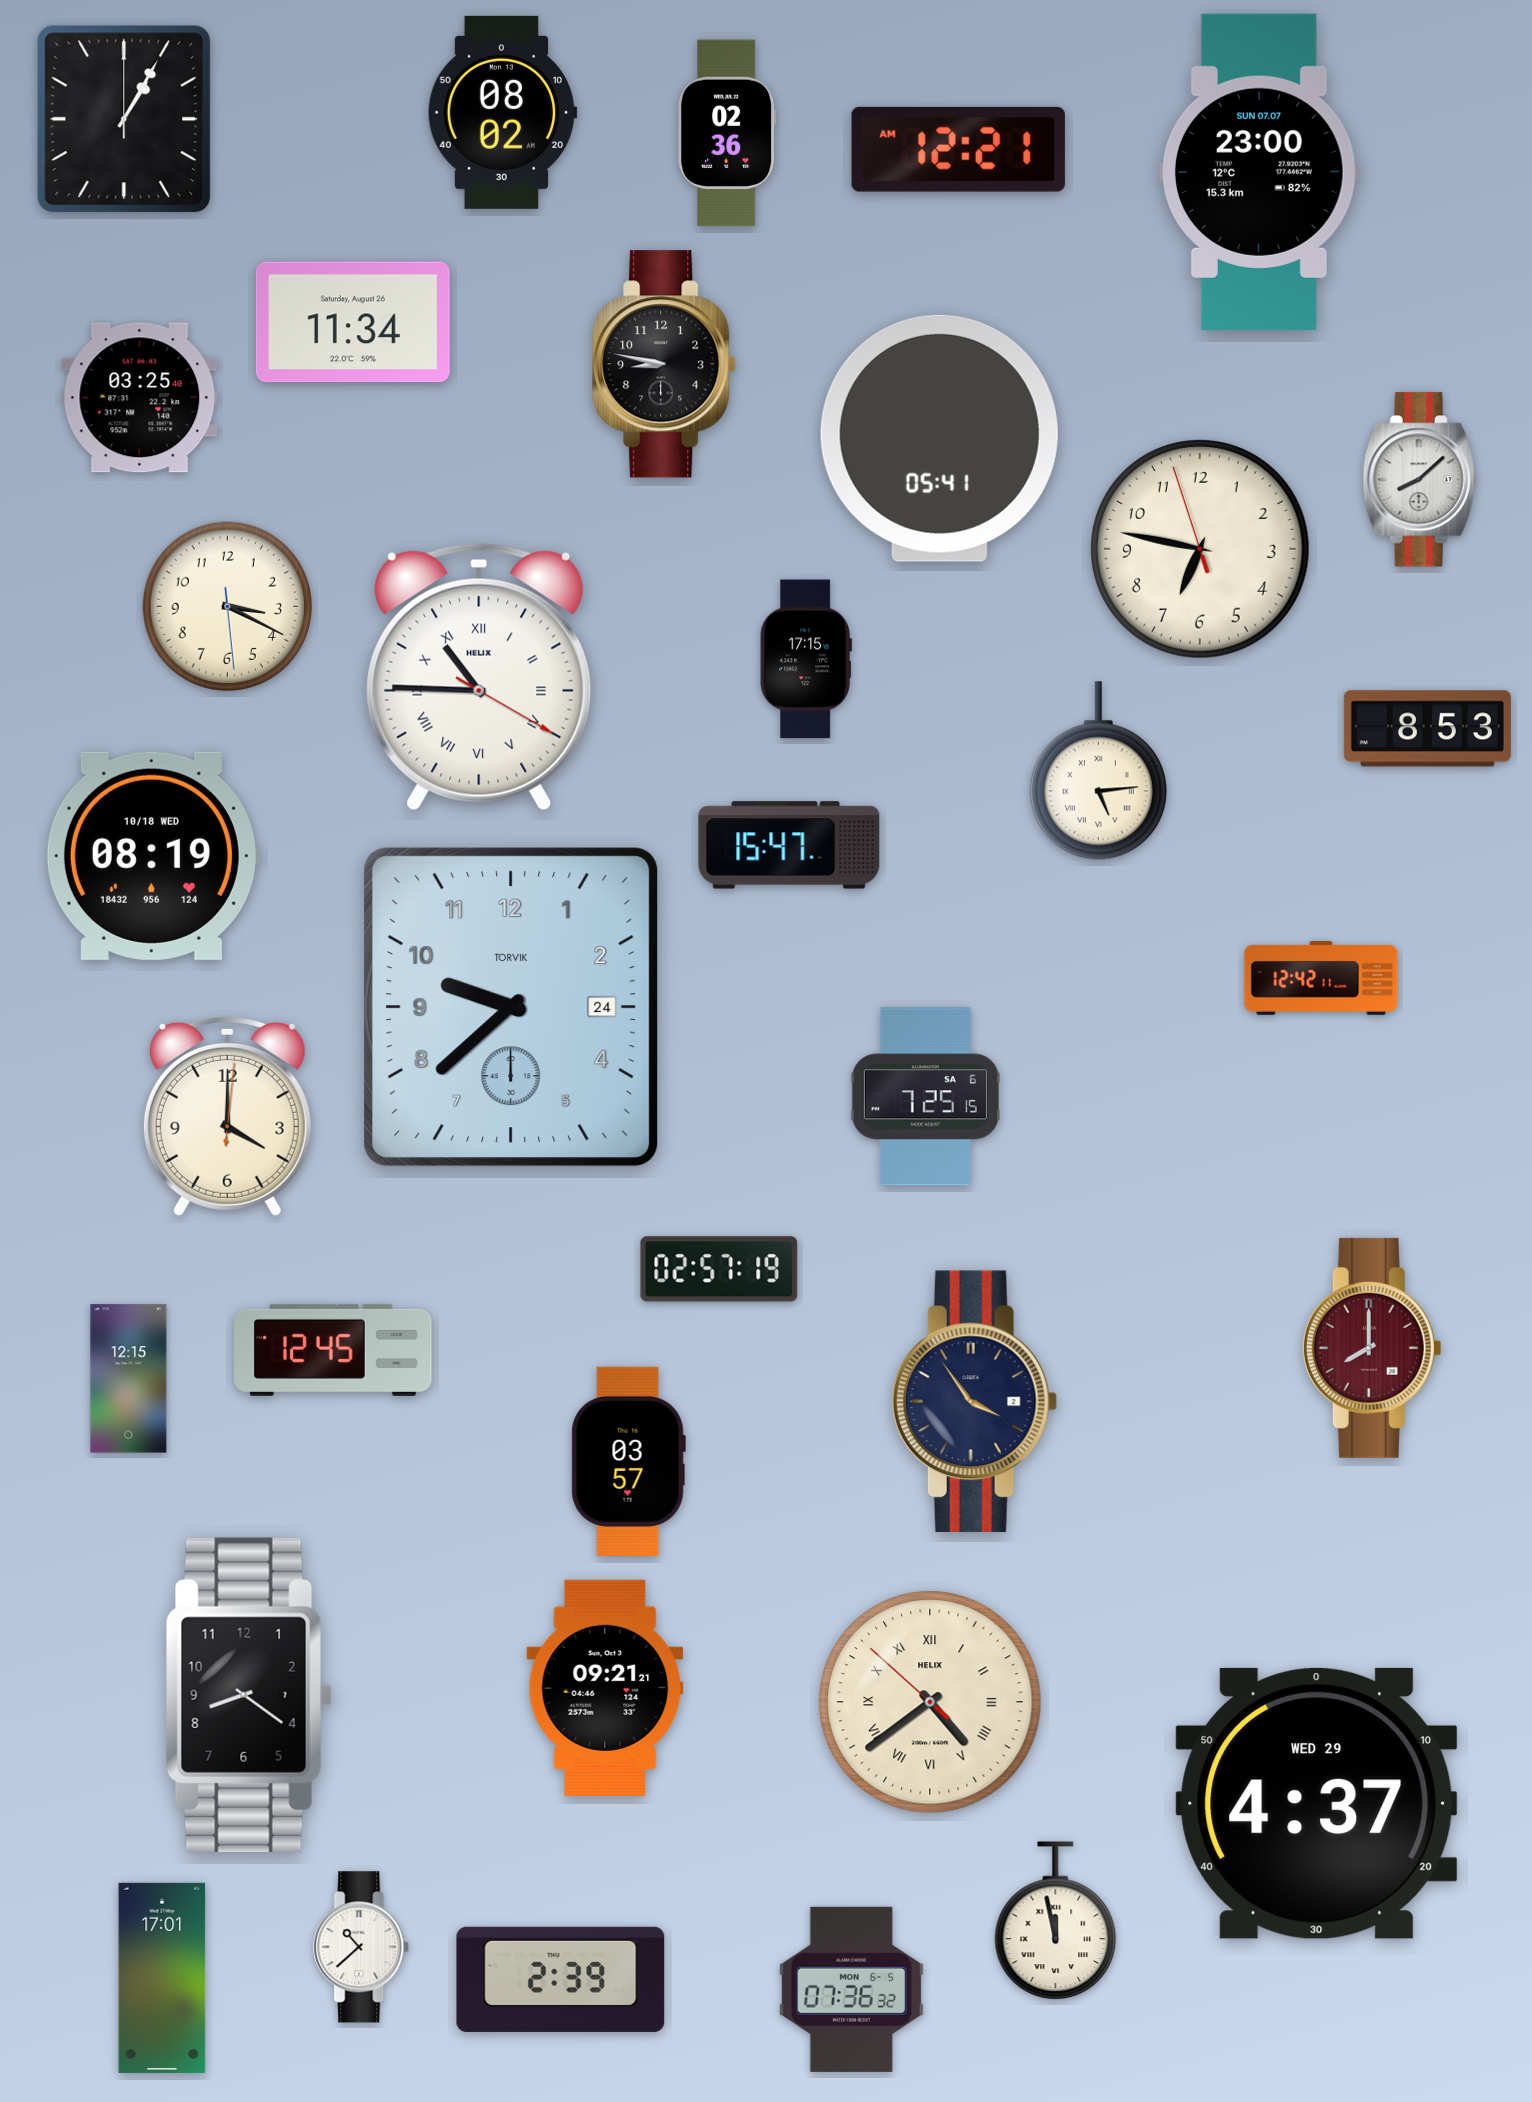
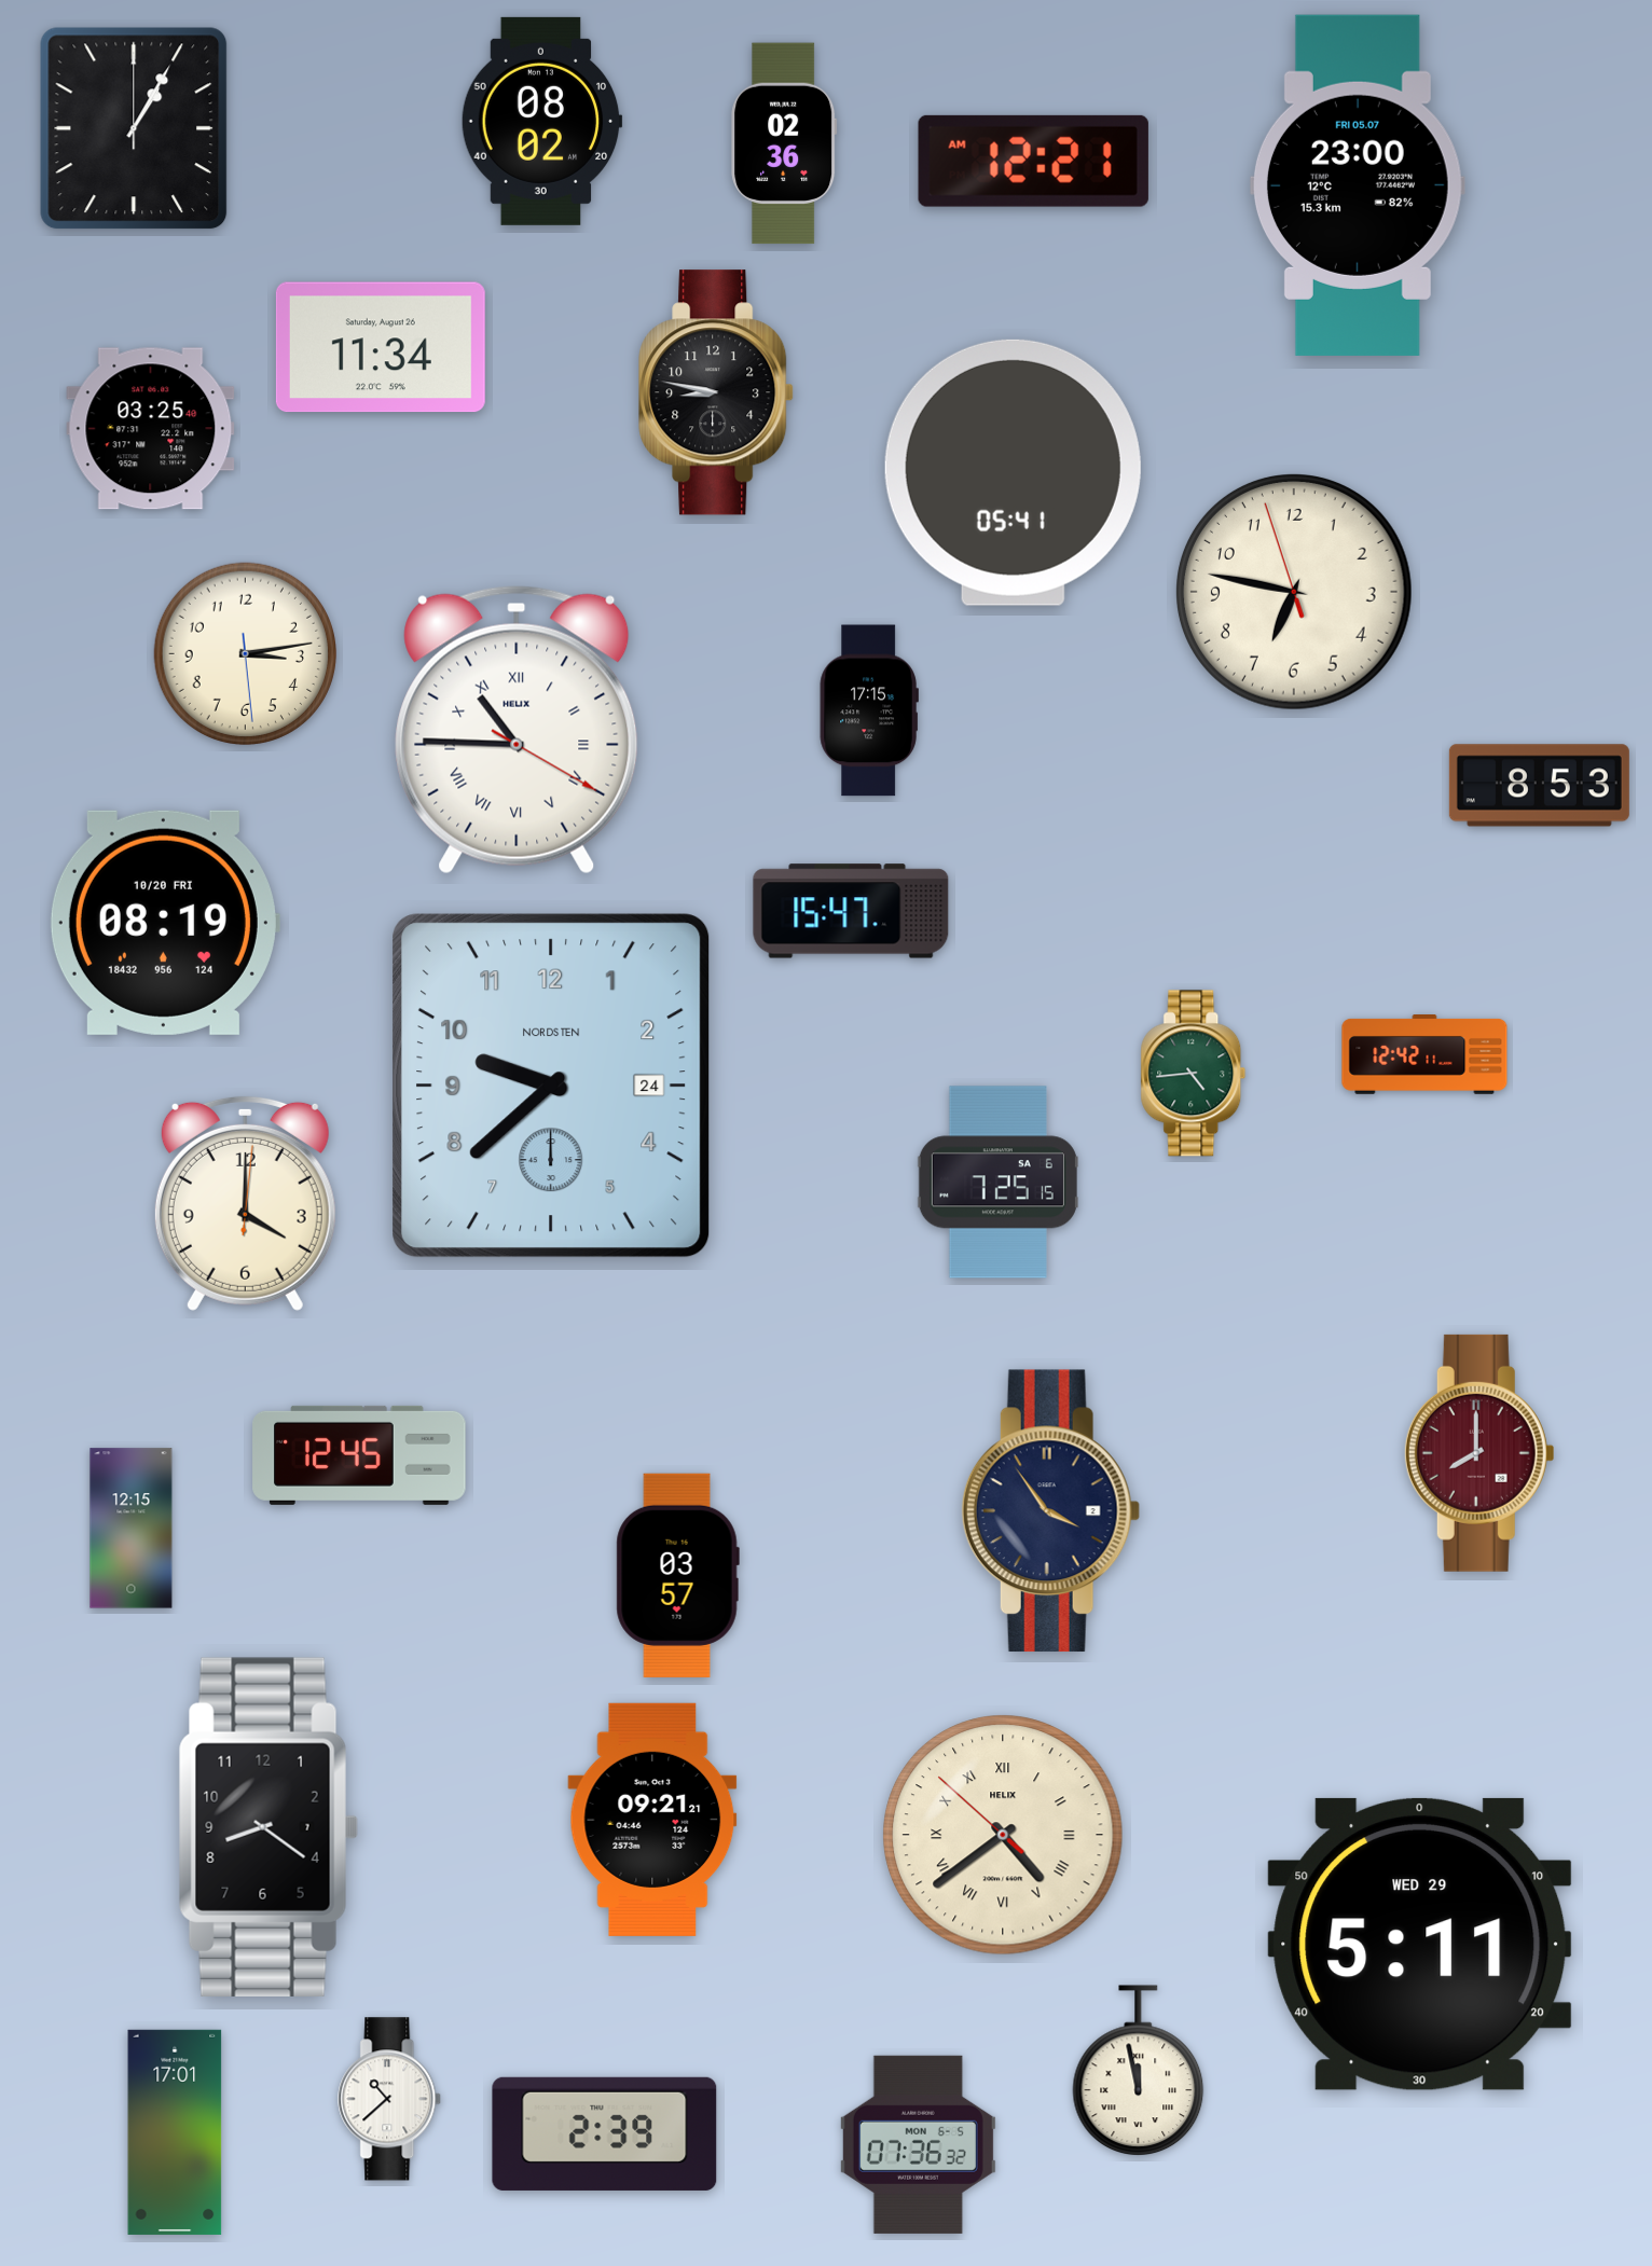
clock at (1259, 172) date: SUN 07.07 -> FRI 05.07
clock at (1420, 480): 8:08 -> none
clock at (227, 606): 3:19 -> 3:13
clock at (1098, 771): 5:14 -> none
clock at (152, 856) date: 10/18 WED -> 10/20 FRI
clock at (1194, 1074): none -> 4:44
clock at (511, 1007) brand: TORVIK -> NORDSTEN
clock at (719, 1269): 02:57 -> none
clock at (129, 1379) position: (129, 1379) -> (132, 1529)
clock at (1317, 1803): 4:37 -> 5:11
